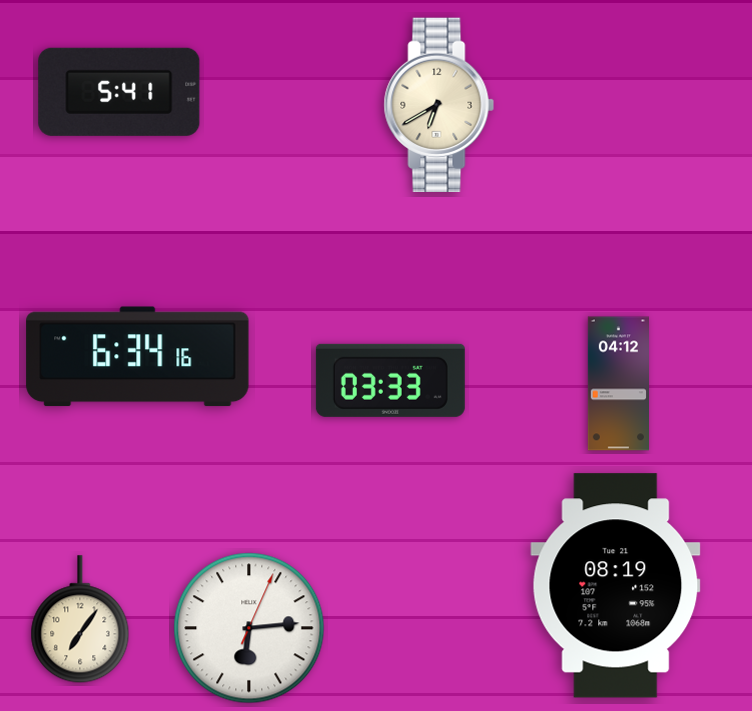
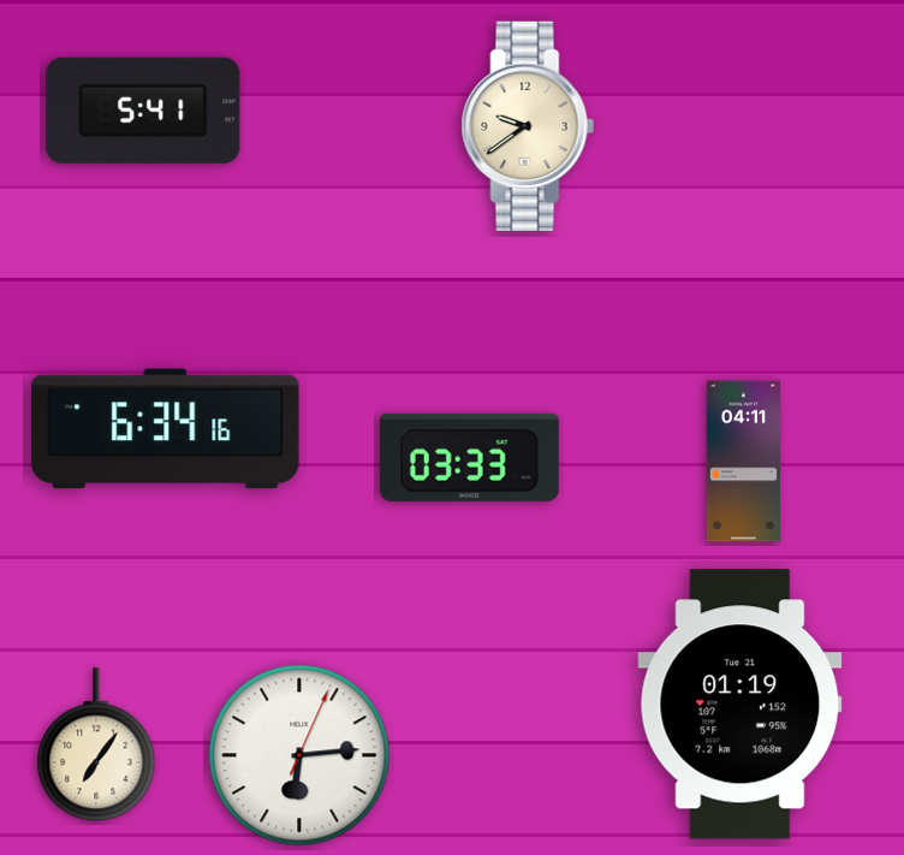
clock at (439, 104): 6:40 -> 9:39
clock at (618, 384): 04:12 -> 04:11
clock at (616, 586): 08:19 -> 01:19
